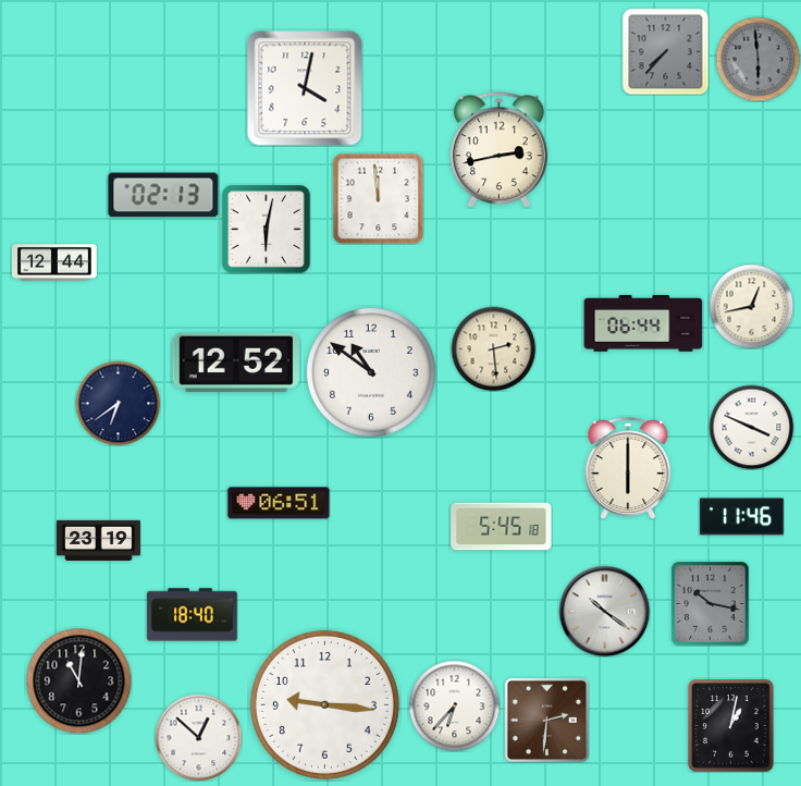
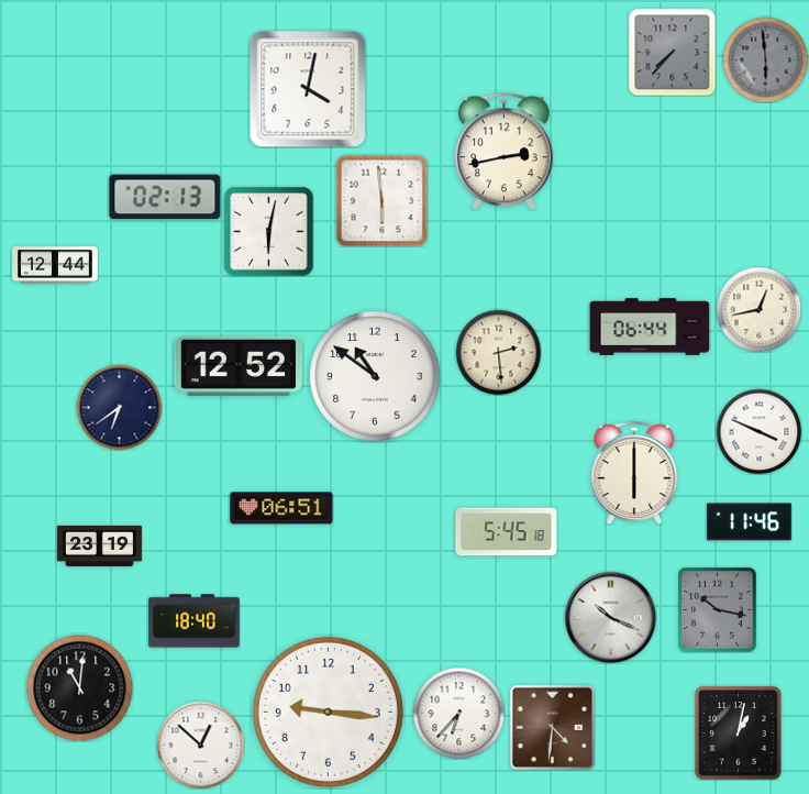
clock at (378, 198): 11:59 -> 5:59
clock at (604, 611): 10:21 -> 10:19
clock at (546, 720): 2:31 -> 4:31
